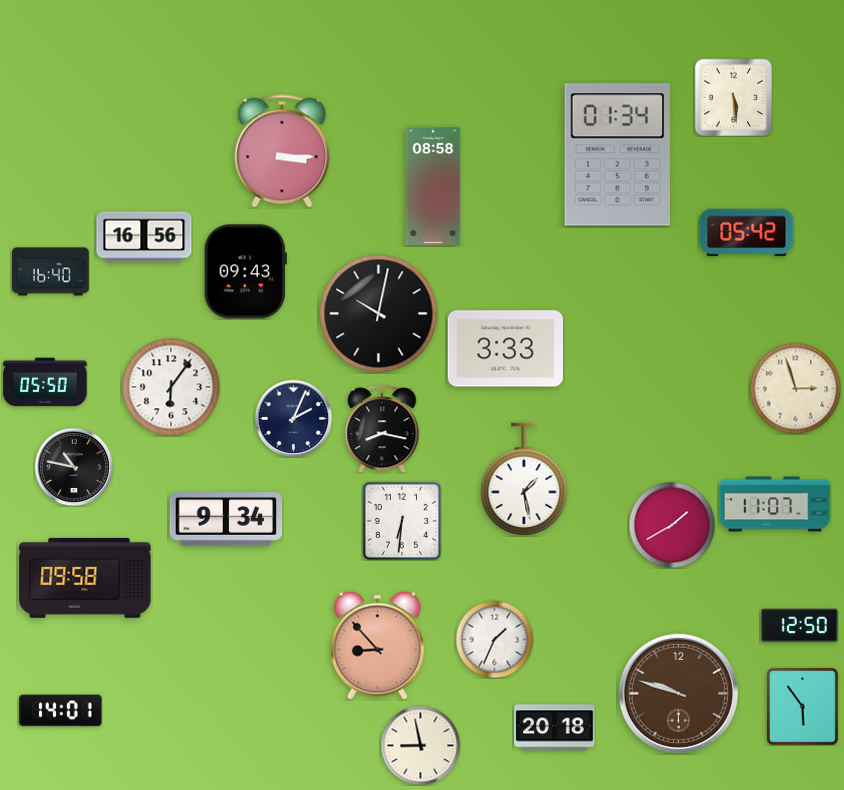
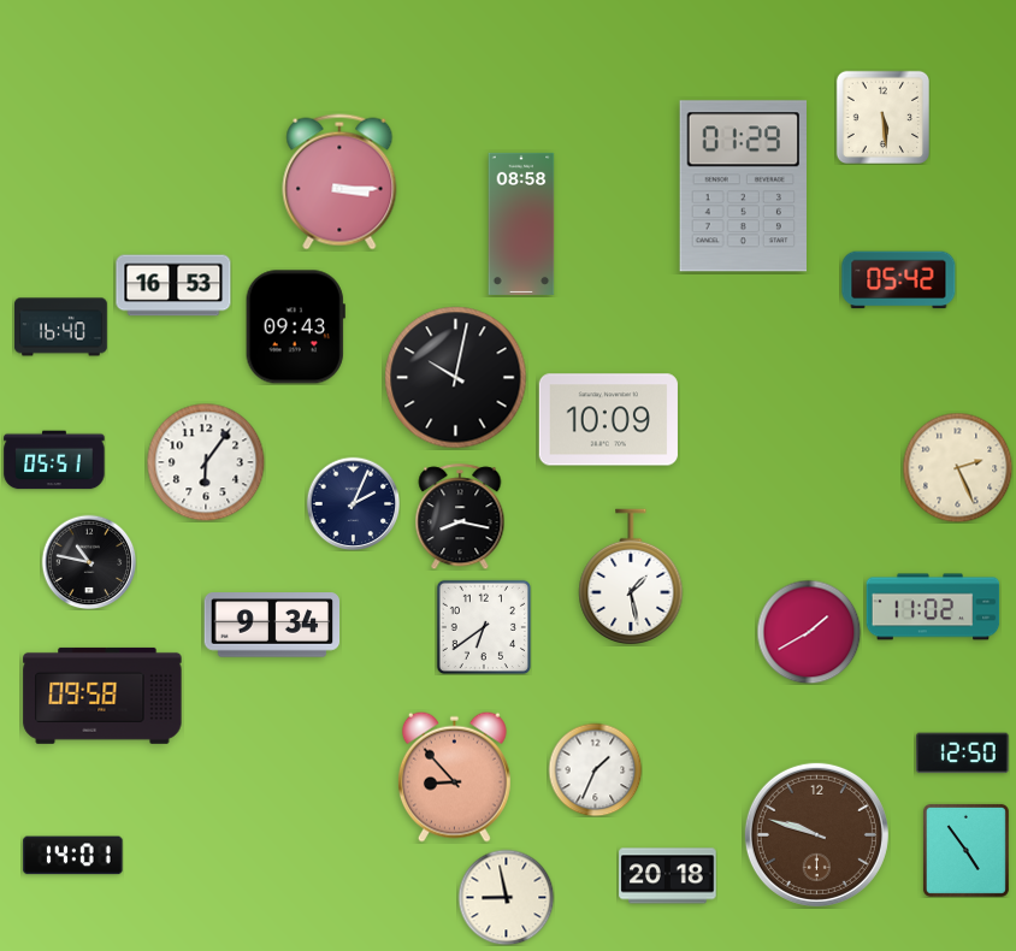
clock at (617, 155): 01:34 -> 01:29
clock at (144, 237): 16:56 -> 16:53
clock at (505, 349): 3:33 -> 10:09
clock at (45, 382): 05:50 -> 05:51
clock at (171, 387) position: (171, 387) -> (206, 462)
clock at (795, 388): 2:57 -> 2:26
clock at (775, 504): 11:07 -> 11:02
clock at (402, 521): 6:31 -> 6:39
clock at (802, 706): 5:54 -> 4:54
